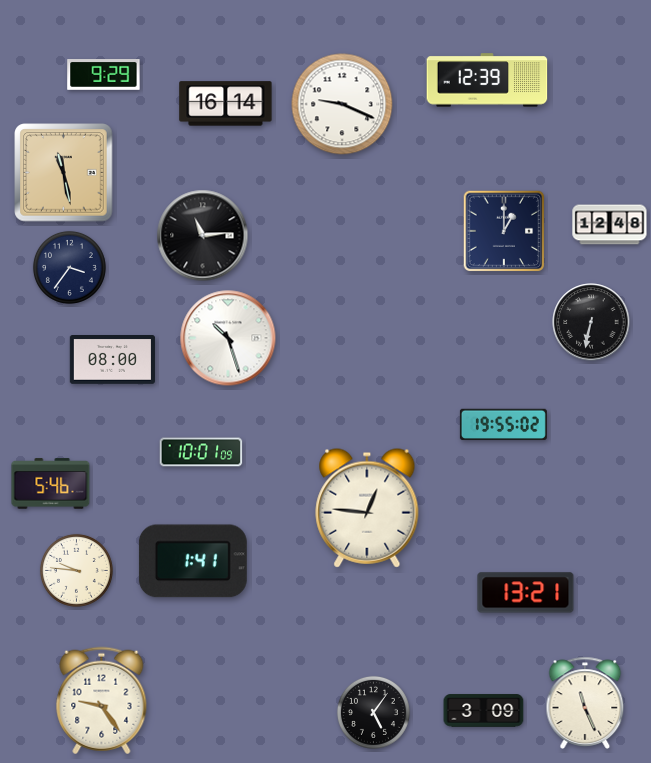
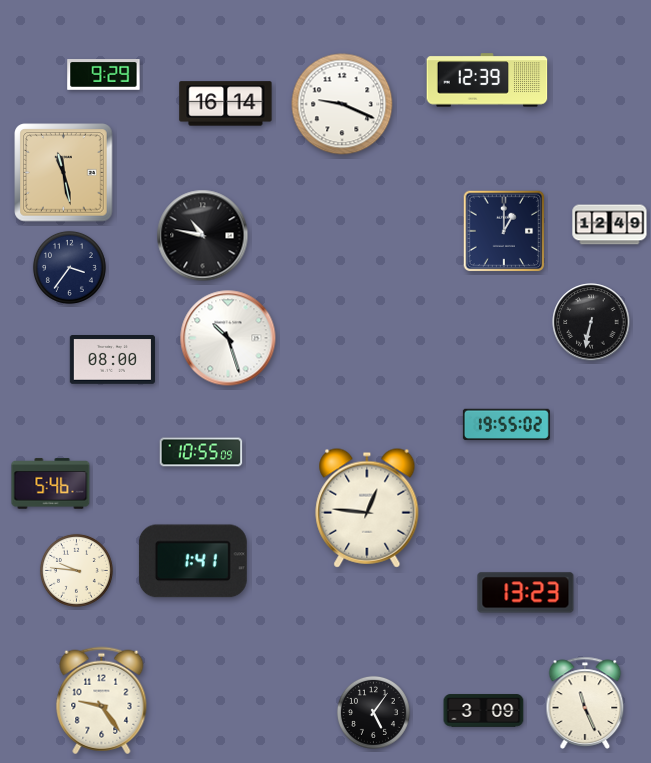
clock at (610, 225): 12:48 -> 12:49
clock at (203, 236): 11:14 -> 10:47
clock at (503, 425) position: (503, 425) -> (506, 425)
clock at (201, 452): 10:01 -> 10:55
clock at (526, 593): 13:21 -> 13:23
